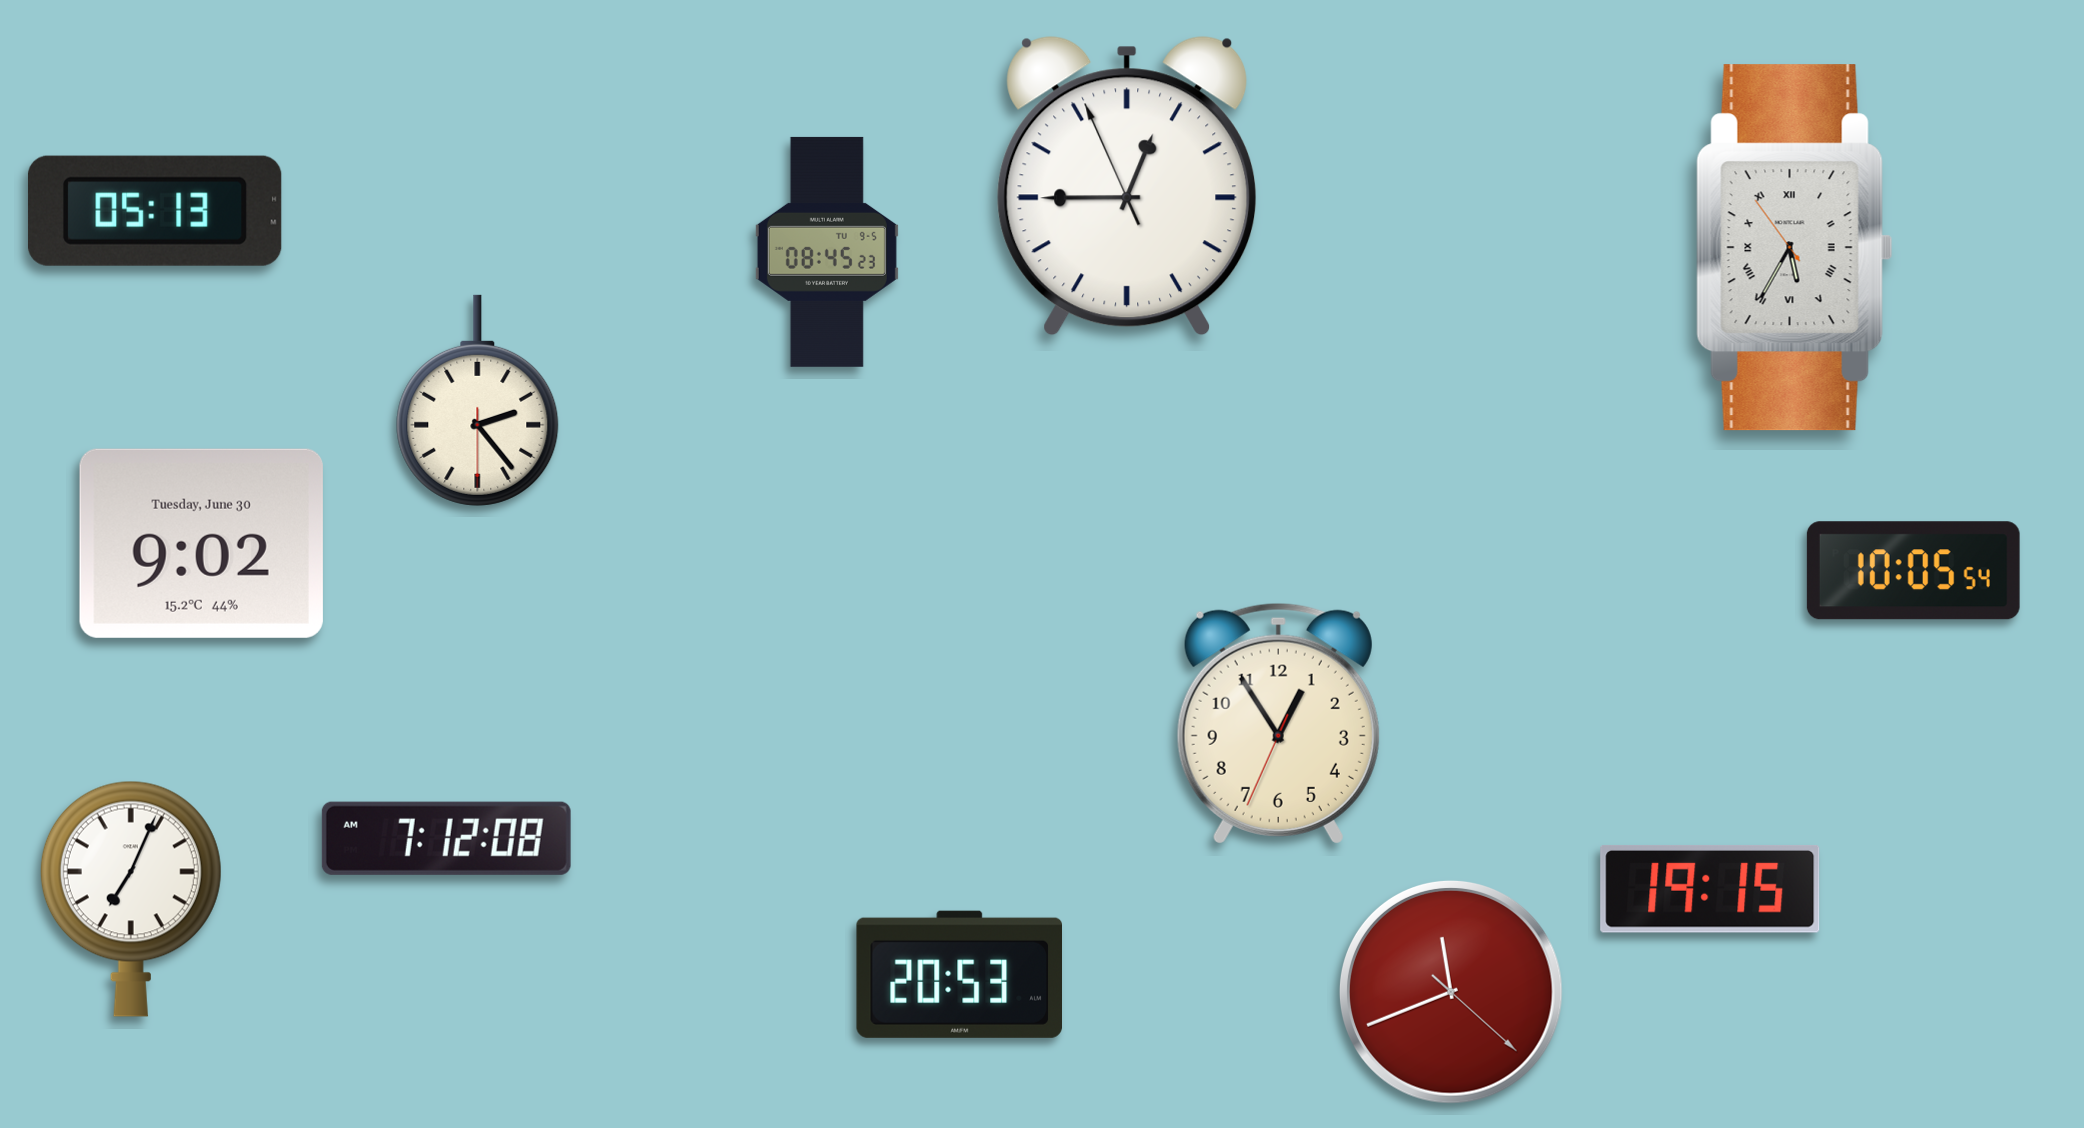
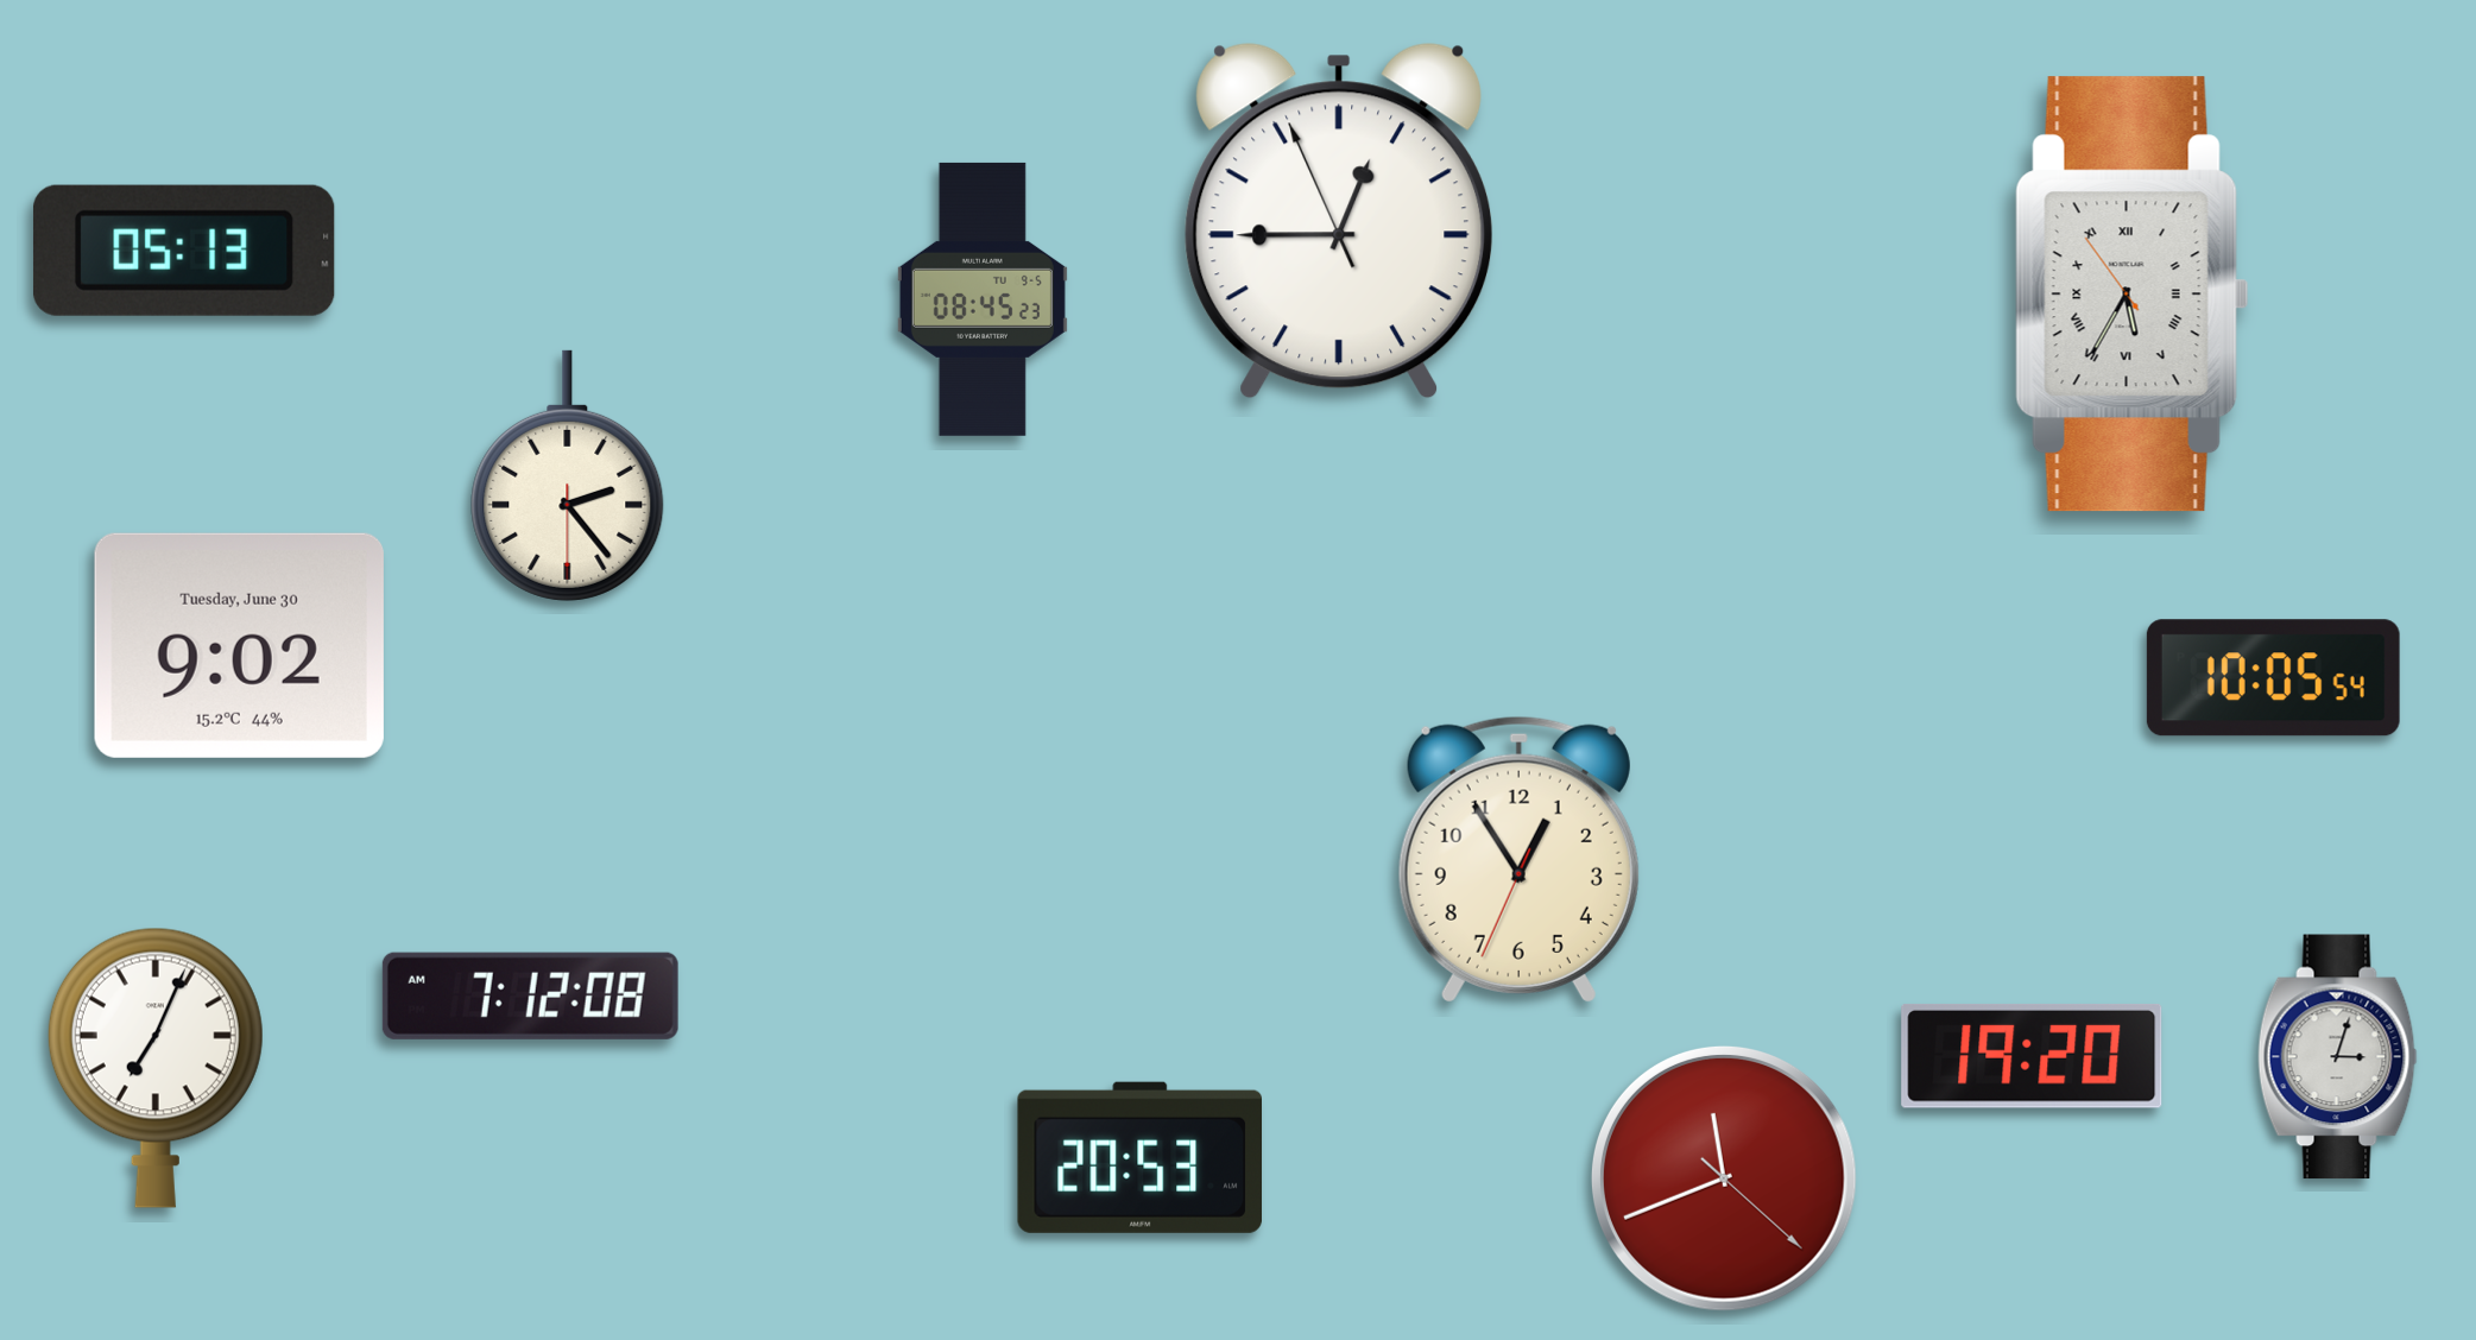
clock at (1710, 889): 19:15 -> 19:20
clock at (2338, 1057): none -> 3:03
